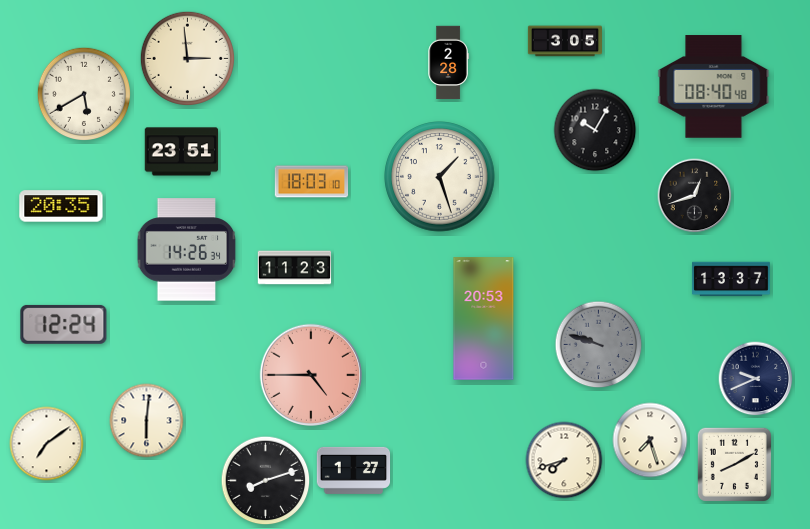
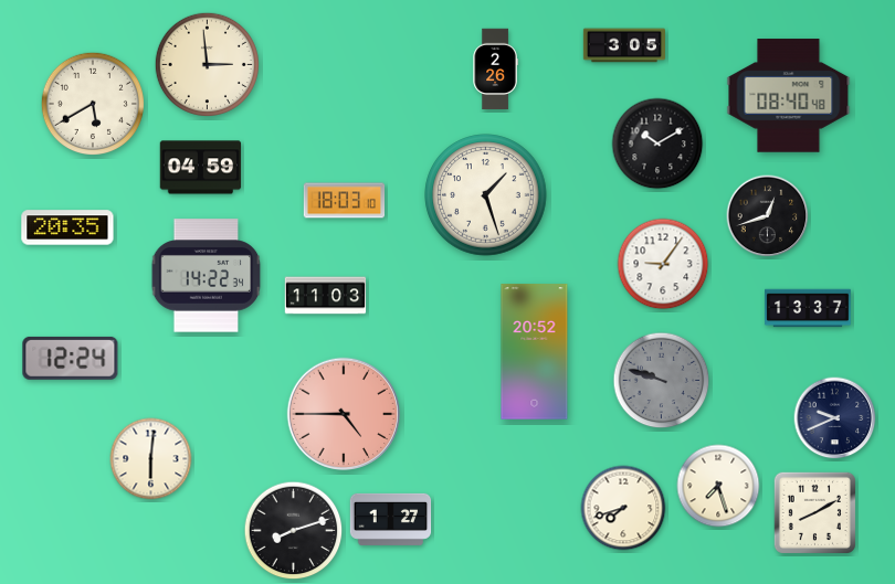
clock at (448, 63): 2:28 -> 2:26
clock at (595, 130): 10:05 -> 10:10
clock at (182, 152): 23:51 -> 04:59
clock at (663, 264): none -> 9:06
clock at (187, 250): 14:26 -> 14:22
clock at (295, 268): 11:23 -> 11:03
clock at (484, 319): 20:53 -> 20:52
clock at (147, 421) position: (147, 421) -> (151, 459)
clock at (47, 444): 7:09 -> none
clock at (734, 464) position: (734, 464) -> (814, 512)
